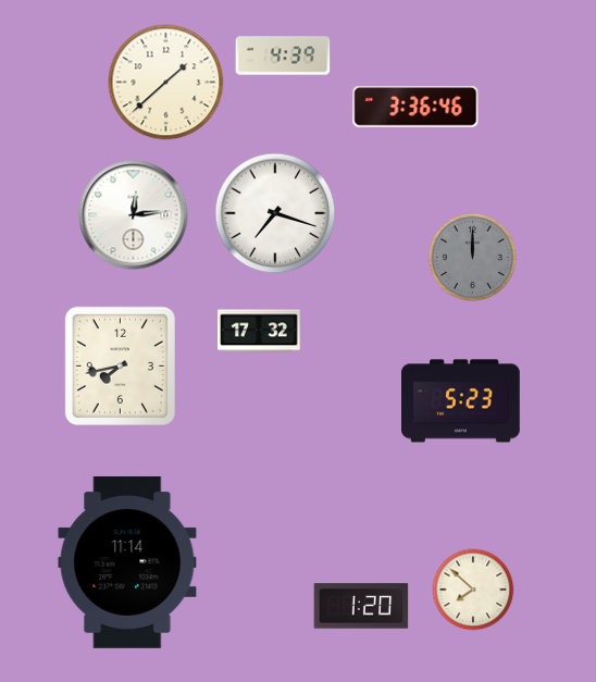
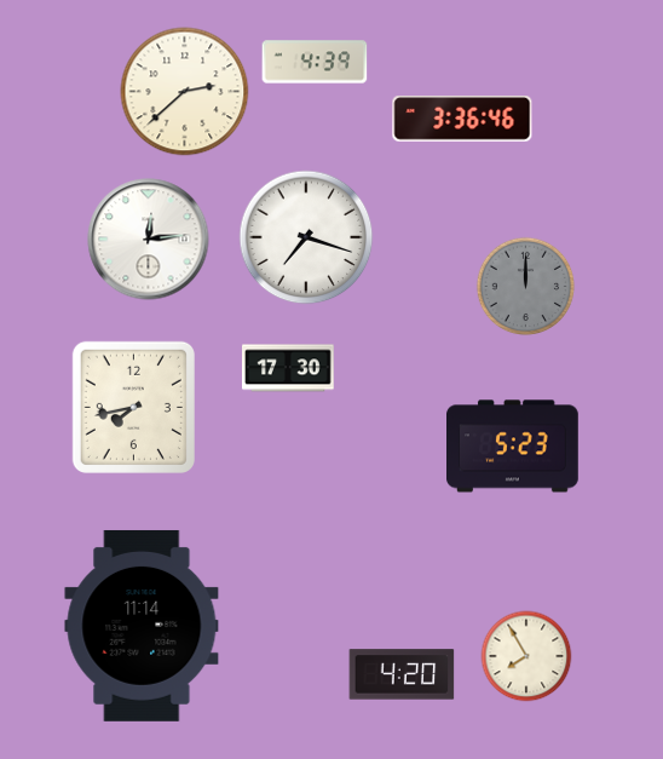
clock at (166, 83): 1:38 -> 2:38
clock at (260, 331): 17:32 -> 17:30
clock at (473, 590): 7:52 -> 7:55
clock at (361, 606): 1:20 -> 4:20
